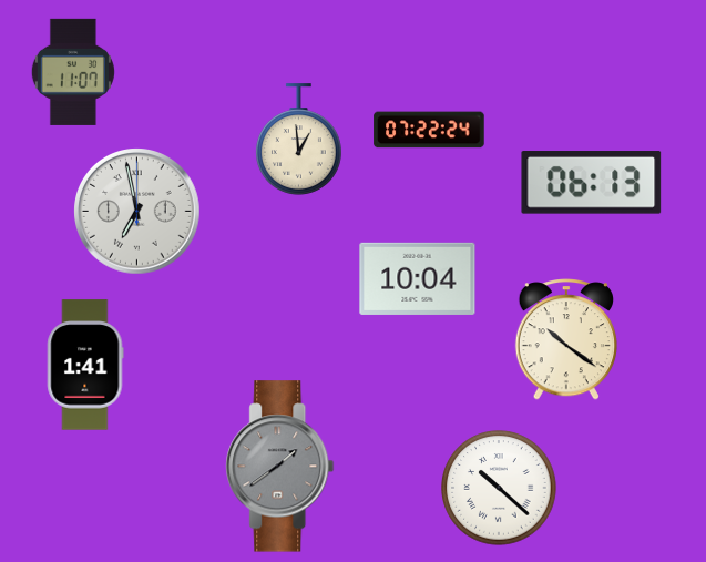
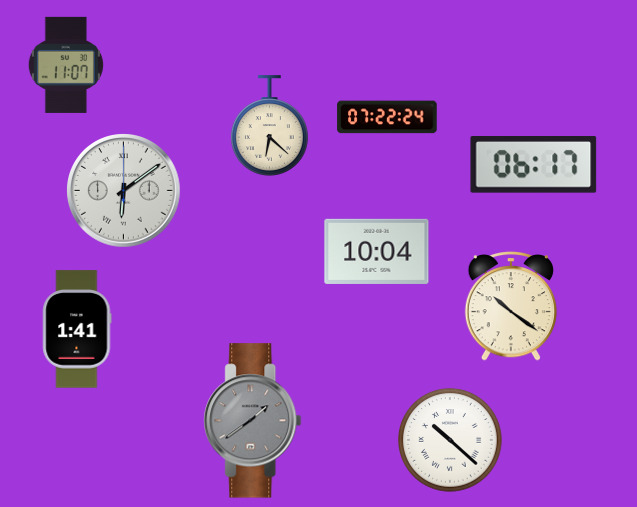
clock at (298, 140): 12:59 -> 6:22
clock at (592, 183): 06:13 -> 06:17
clock at (137, 212): 6:58 -> 6:09
